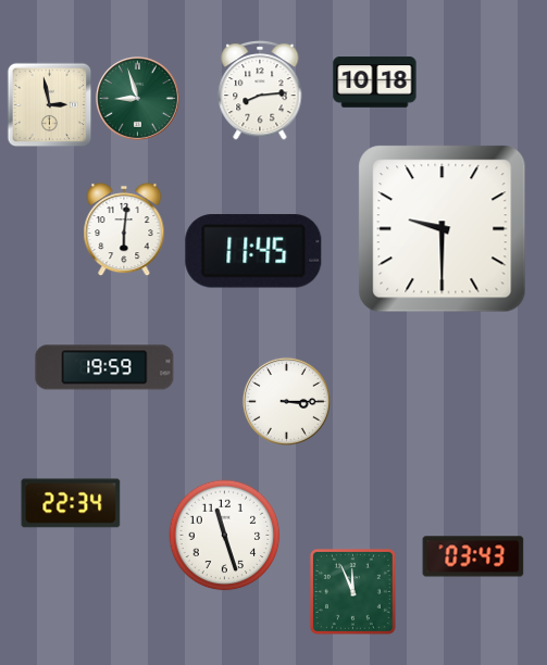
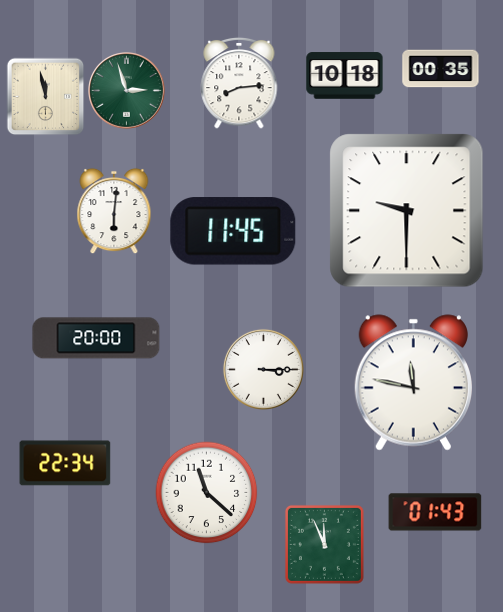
clock at (441, 69): none -> 00:35
clock at (138, 99): 8:57 -> 2:57
clock at (49, 104): 2:58 -> 11:58
clock at (104, 367): 19:59 -> 20:00
clock at (413, 383): none -> 11:47
clock at (225, 536): 11:27 -> 11:22
clock at (473, 556): 03:43 -> 01:43
